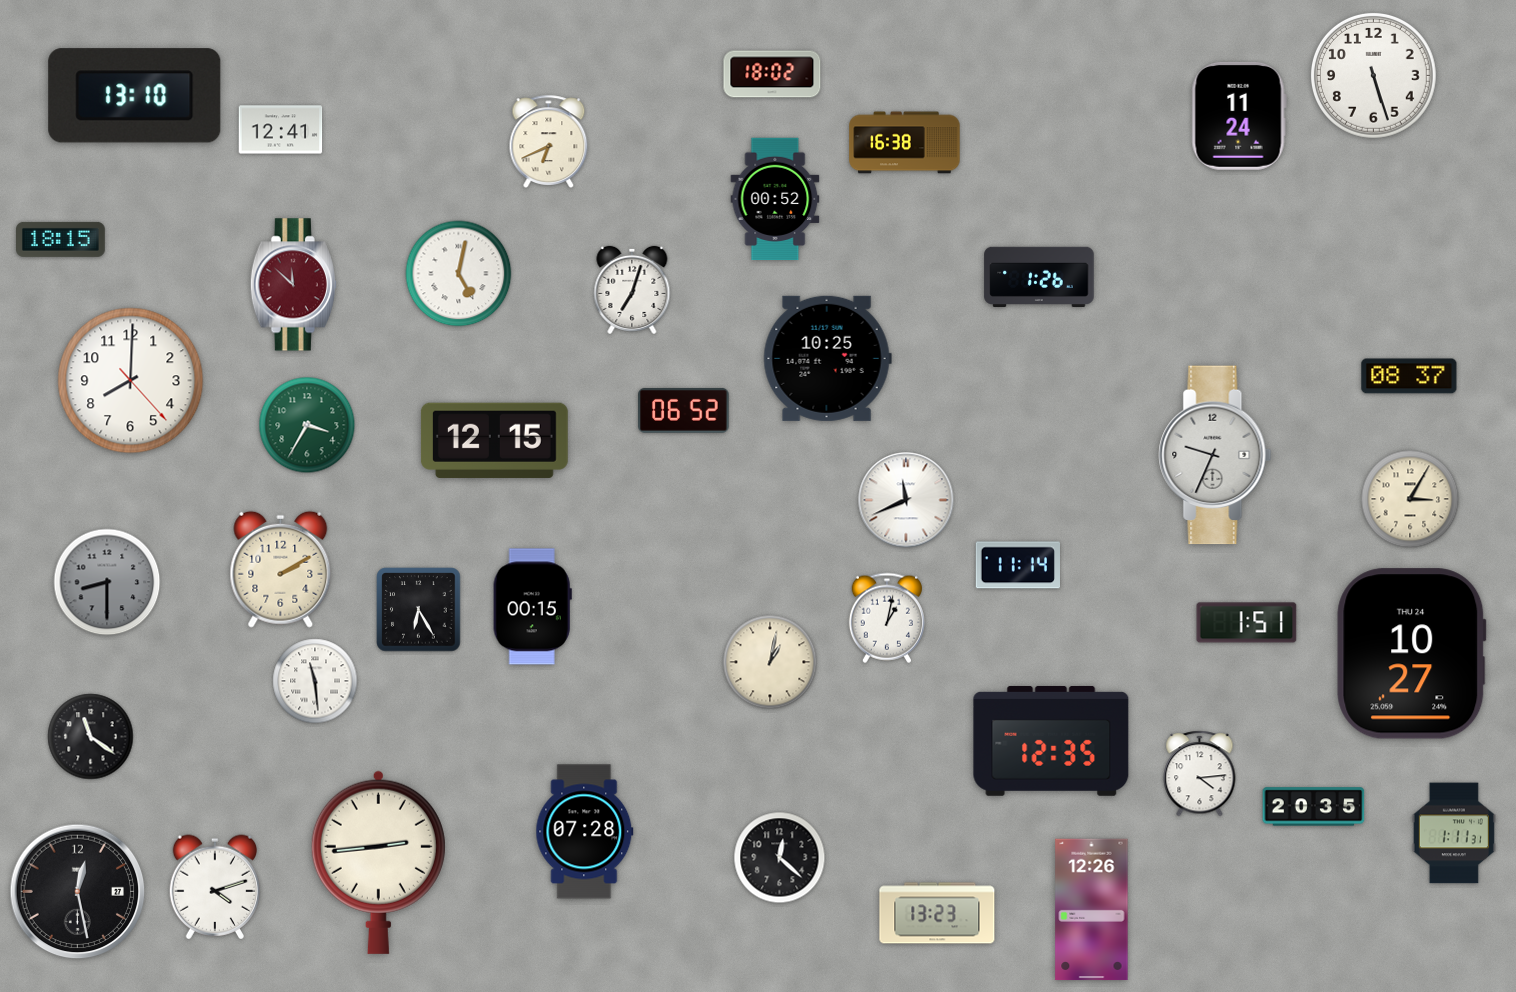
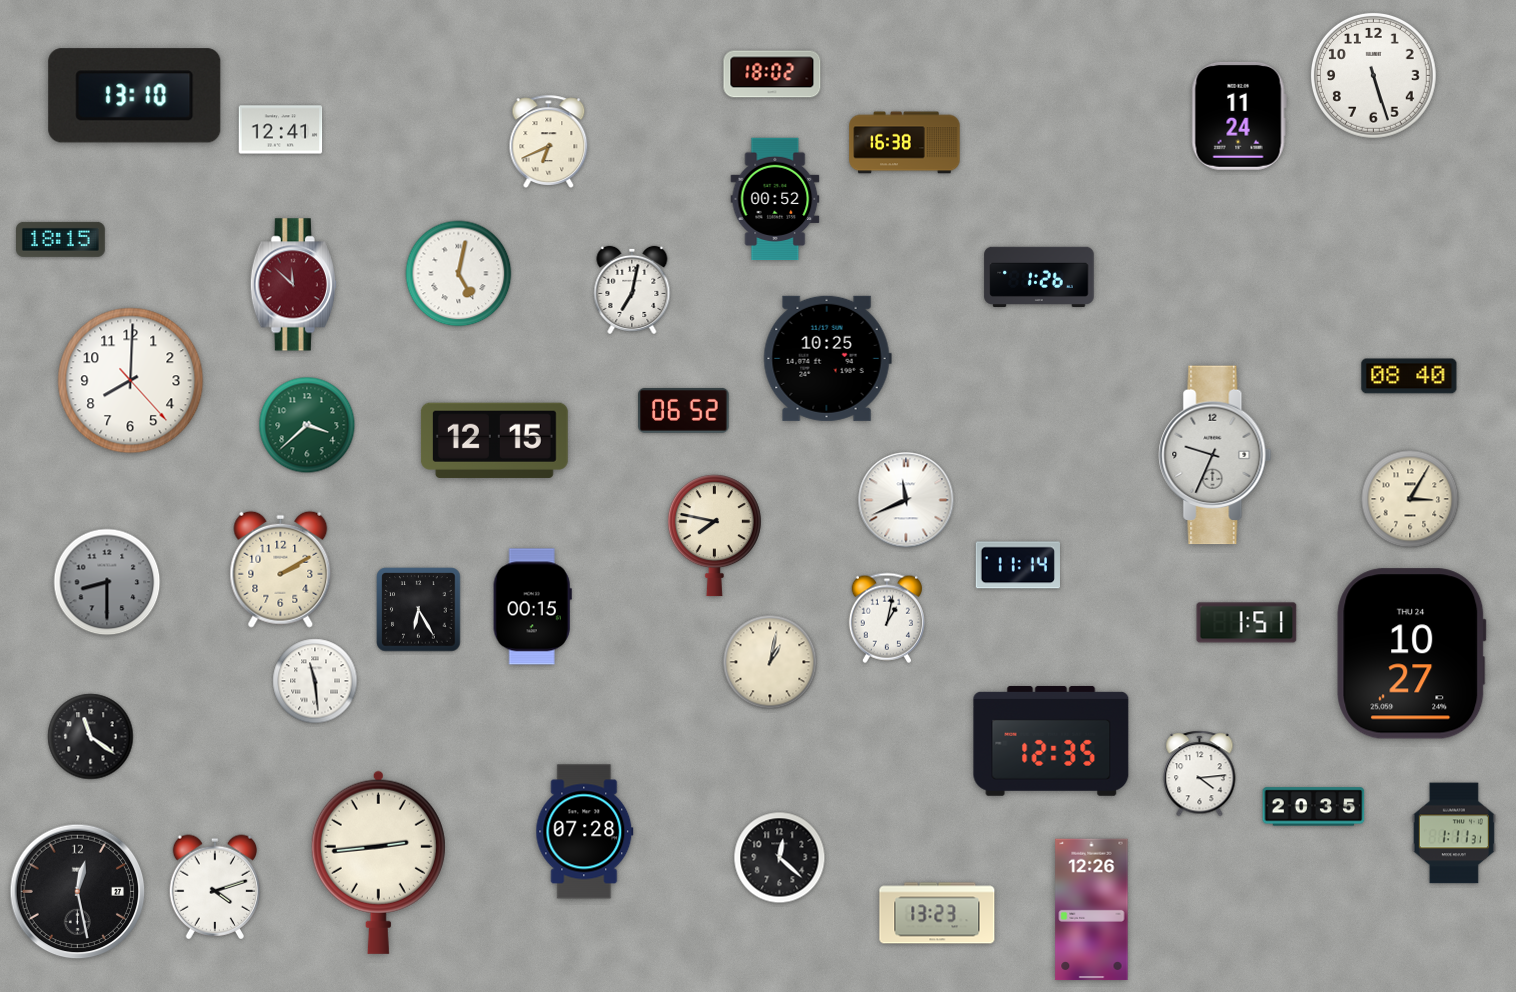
clock at (632, 290): 7:03 -> 7:02
clock at (1409, 376): 08:37 -> 08:40
clock at (307, 425): 3:35 -> 3:38
clock at (714, 536): none -> 7:47
